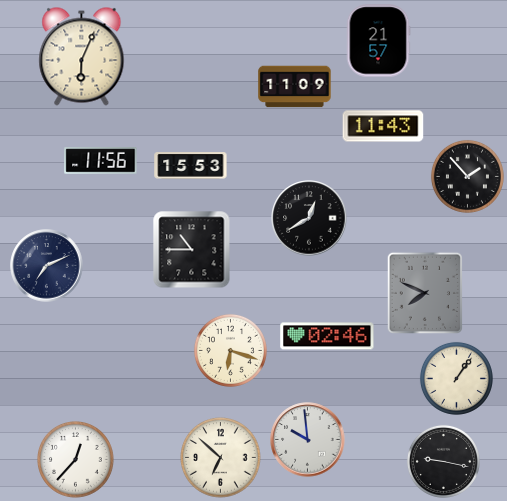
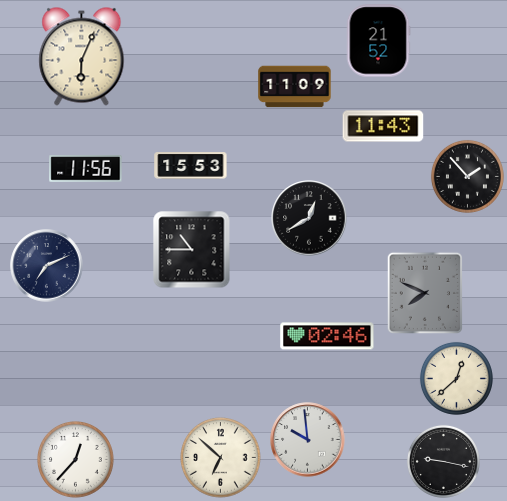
clock at (378, 41): 21:57 -> 21:52
clock at (101, 161) position: (101, 161) -> (86, 169)
clock at (230, 350): 6:18 -> none
clock at (456, 378): 1:06 -> 12:38
